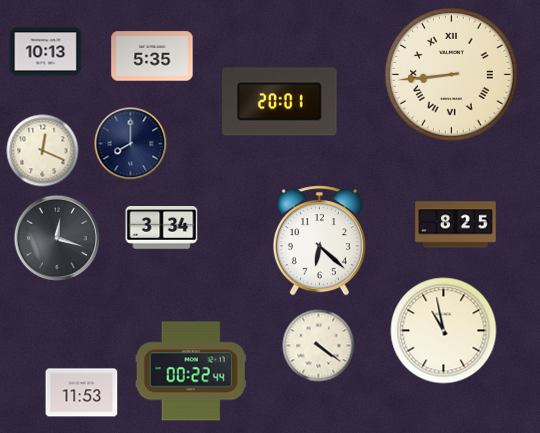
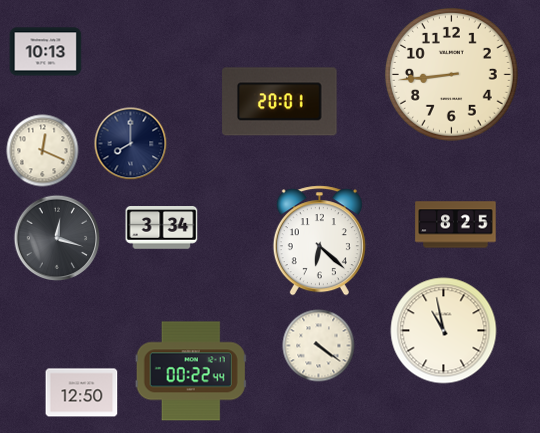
clock at (152, 56): 5:35 -> none
clock at (451, 74) numerals: Roman -> Arabic
clock at (82, 393): 11:53 -> 12:50
